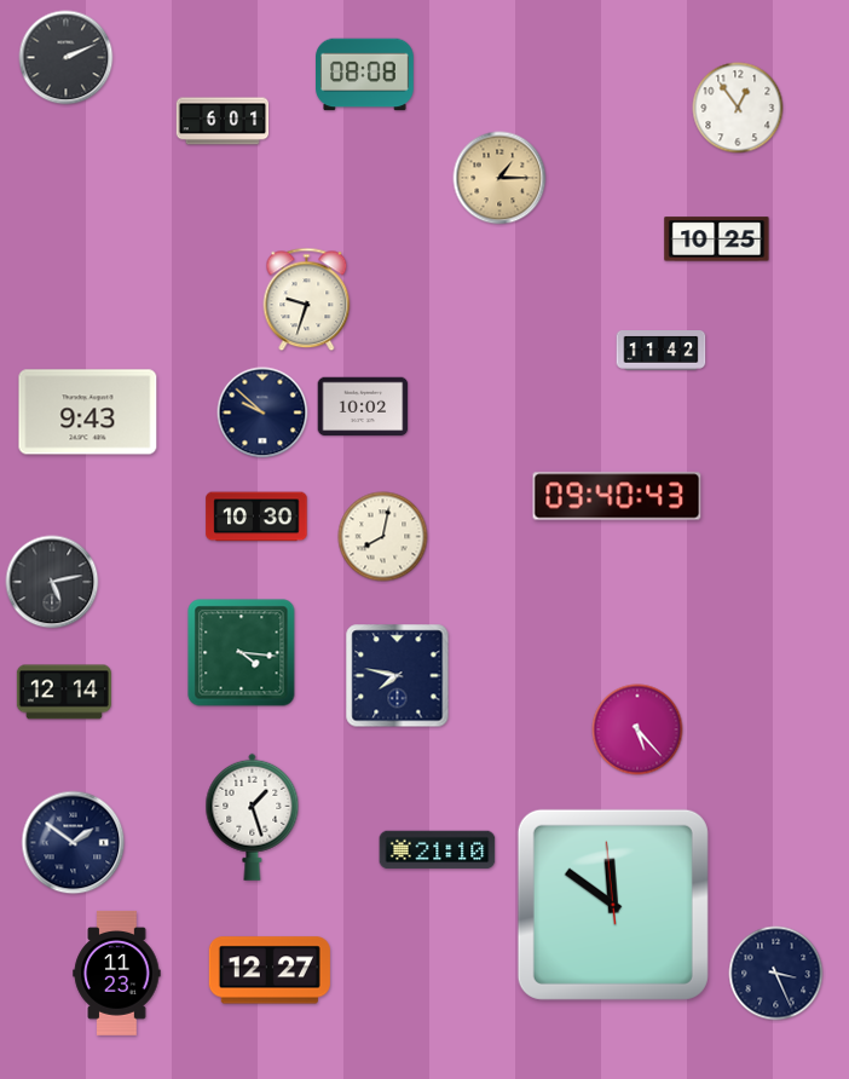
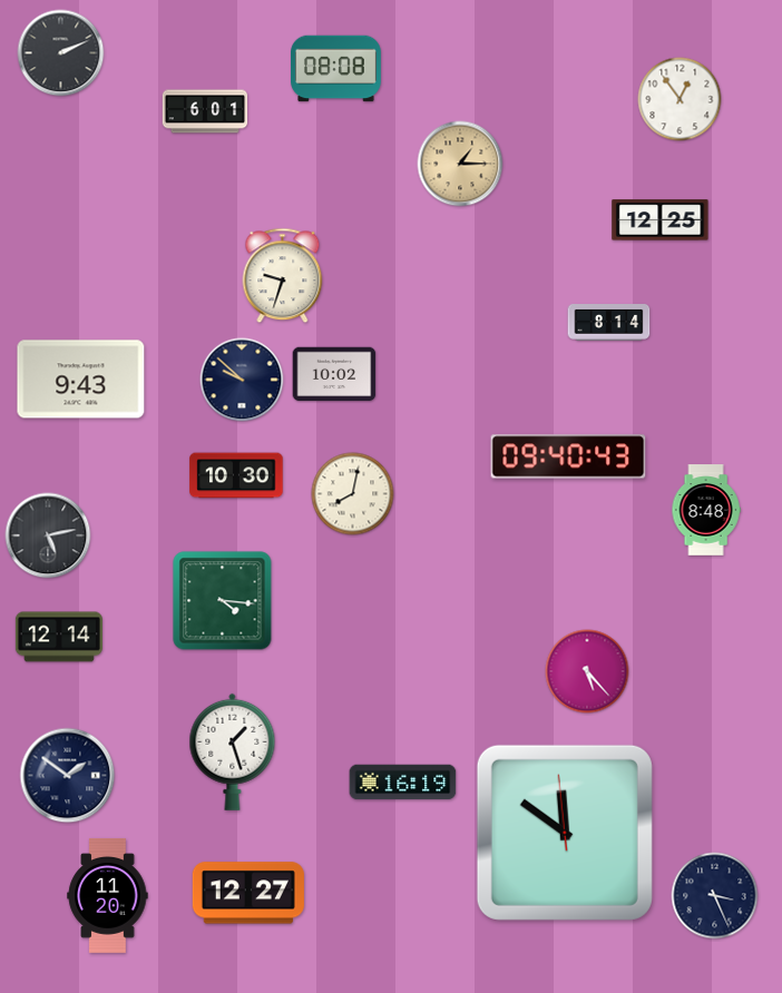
clock at (717, 240): 10:25 -> 12:25
clock at (662, 351): 11:42 -> 8:14
clock at (706, 510): none -> 8:48
clock at (398, 676): 7:47 -> none
clock at (438, 850): 21:10 -> 16:19
clock at (117, 974): 11:23 -> 11:20
